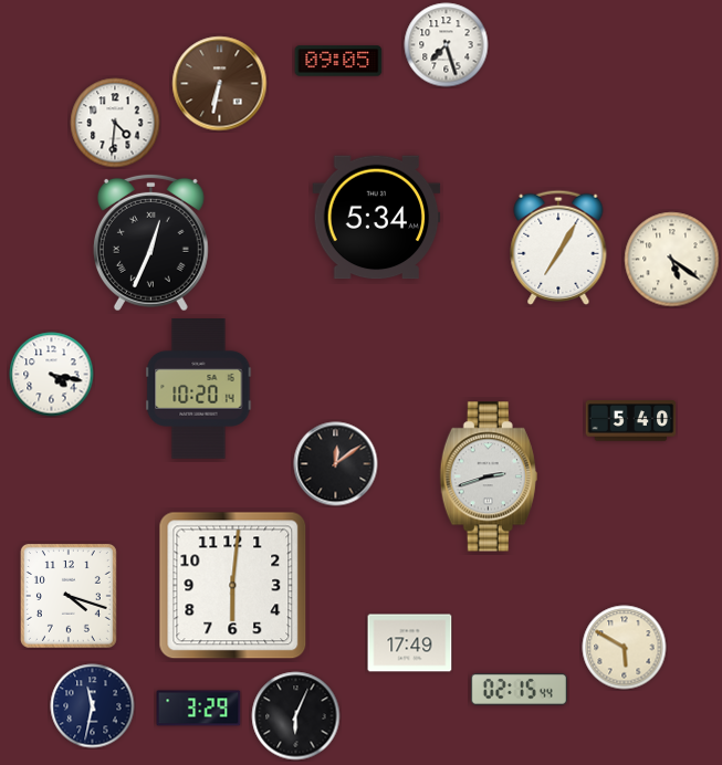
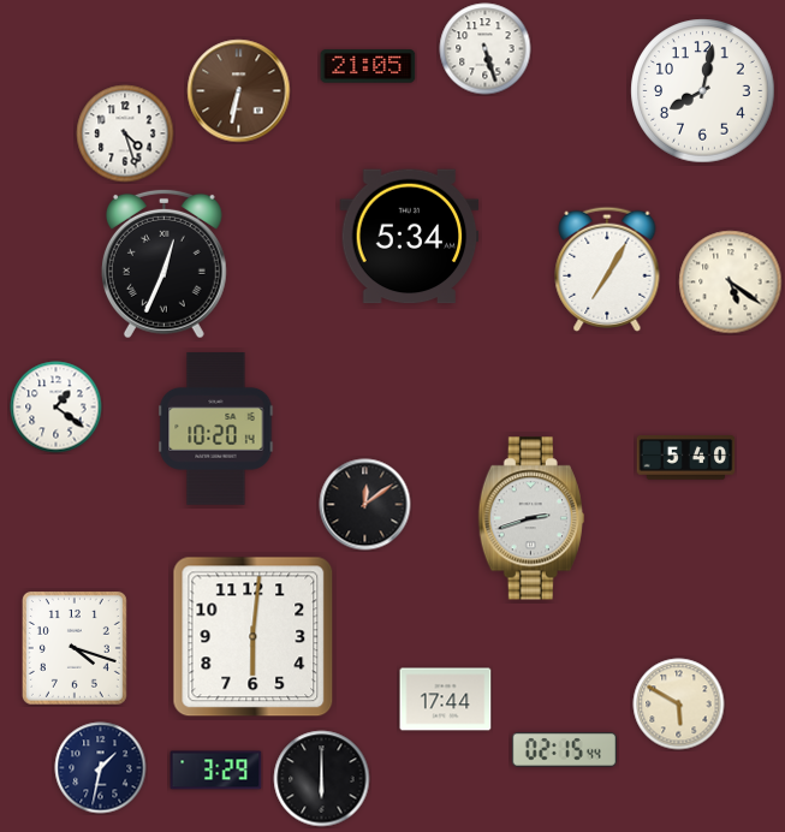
clock at (447, 45): 7:27 -> 5:27
clock at (338, 61): 09:05 -> 21:05
clock at (703, 91): none -> 8:02
clock at (115, 123): 4:31 -> 4:27
clock at (52, 375): 4:17 -> 1:21
clock at (199, 389) position: (199, 389) -> (216, 429)
clock at (410, 643): 17:49 -> 17:44
clock at (93, 706): 11:32 -> 1:32
clock at (296, 716): 6:04 -> 6:00
